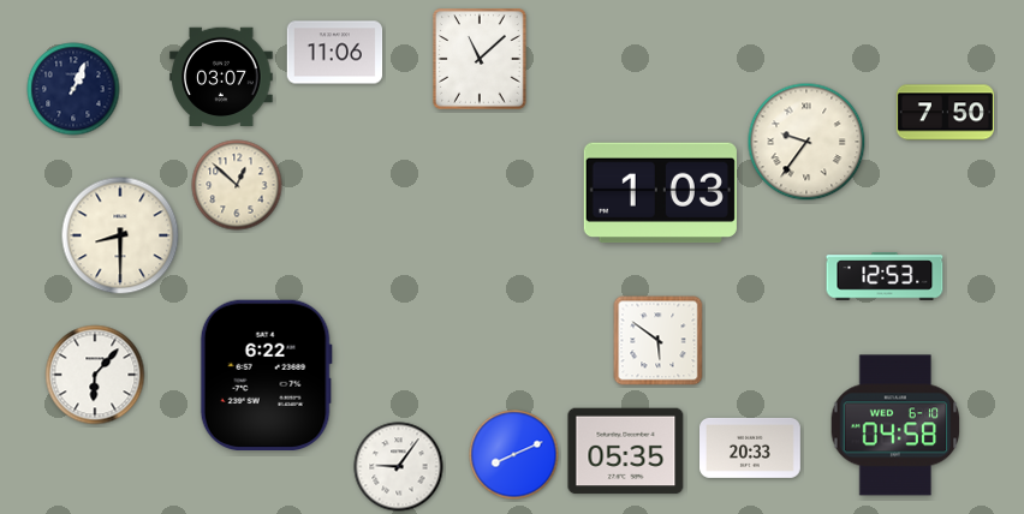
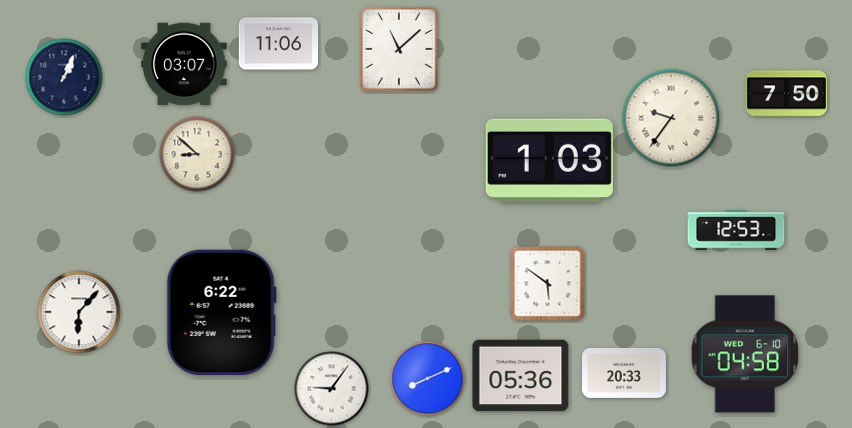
clock at (73, 89) position: (73, 89) -> (64, 77)
clock at (237, 185): 12:52 -> 8:52
clock at (120, 235): 8:30 -> none
clock at (626, 452): 05:35 -> 05:36
